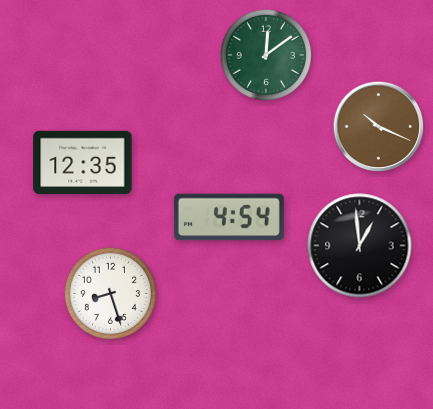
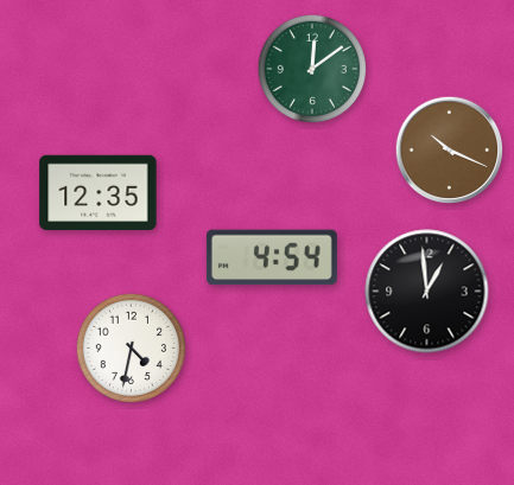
clock at (265, 54) position: (265, 54) -> (311, 68)
clock at (110, 293): 8:27 -> 4:32
